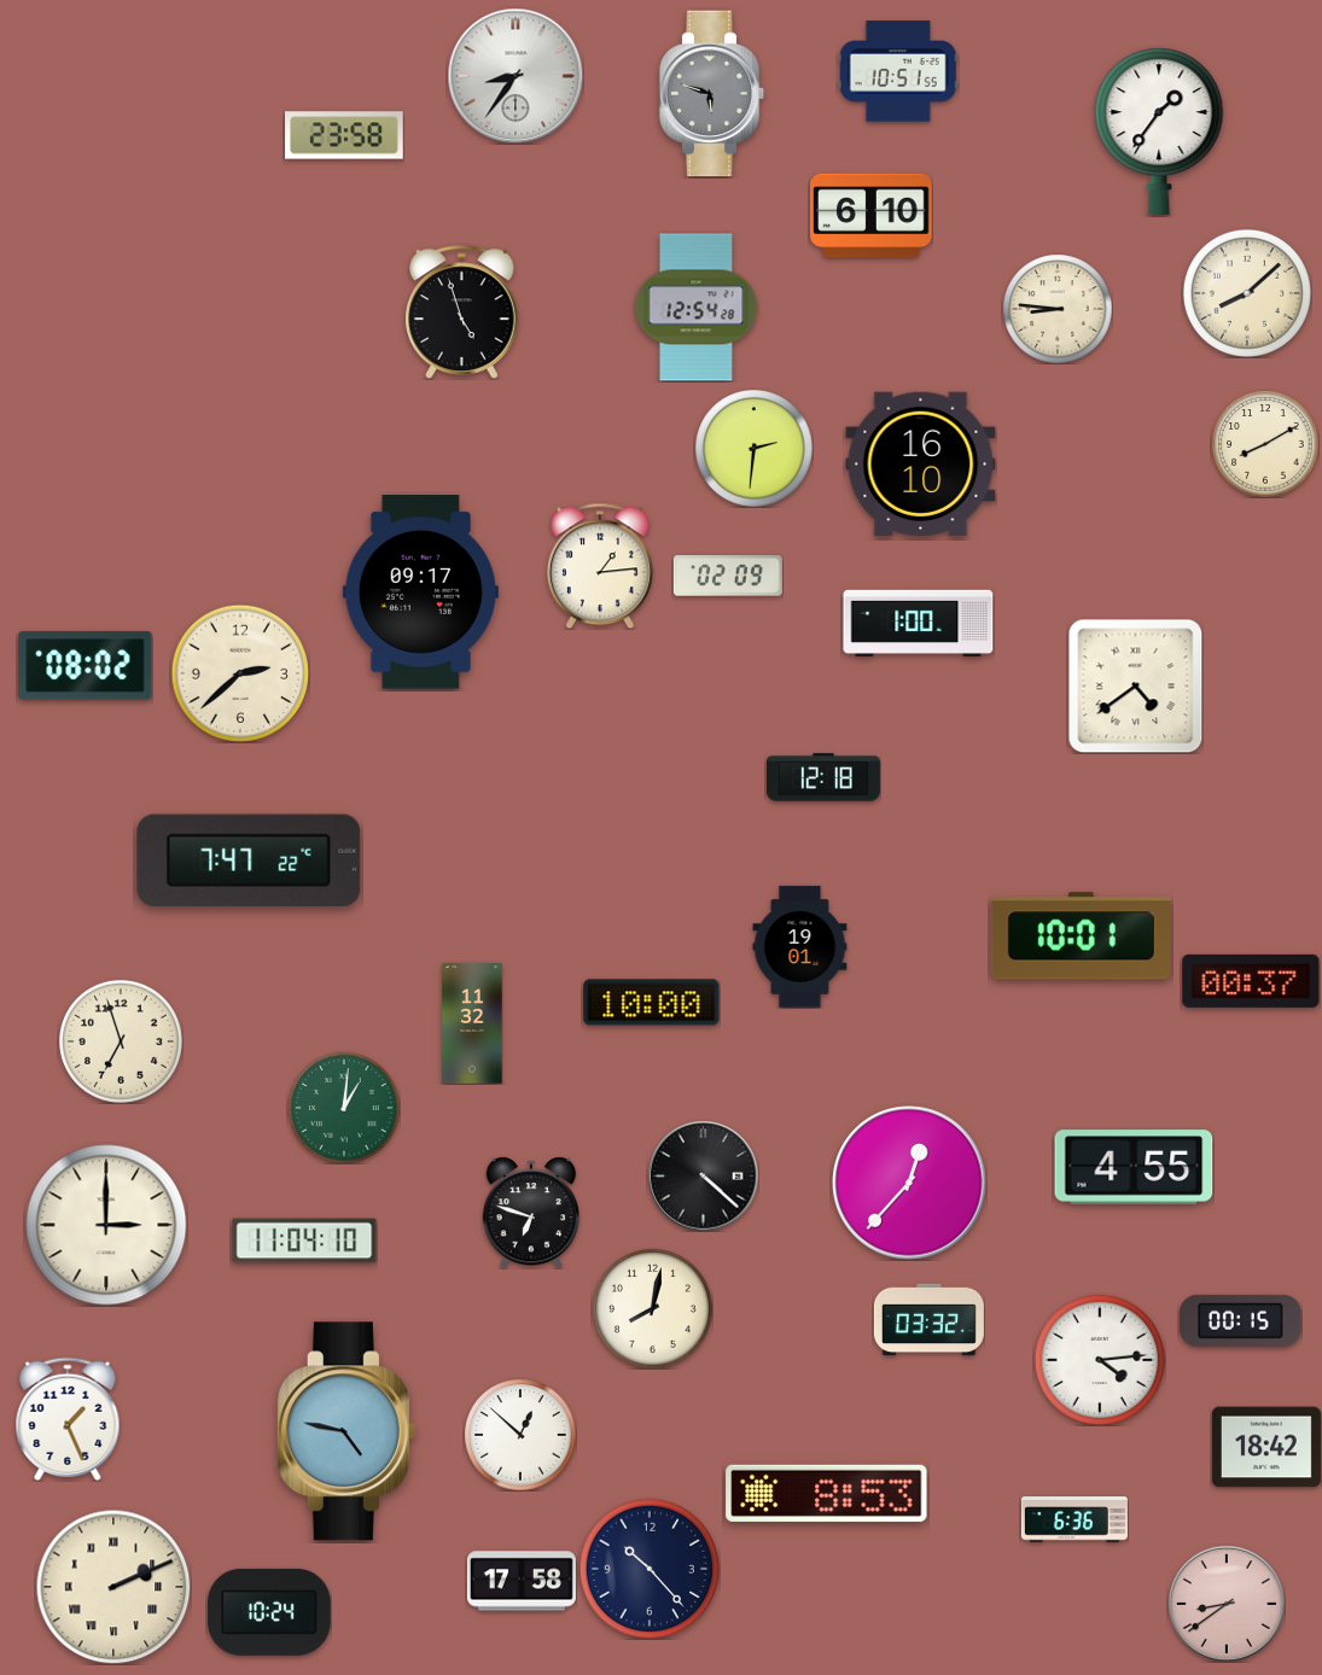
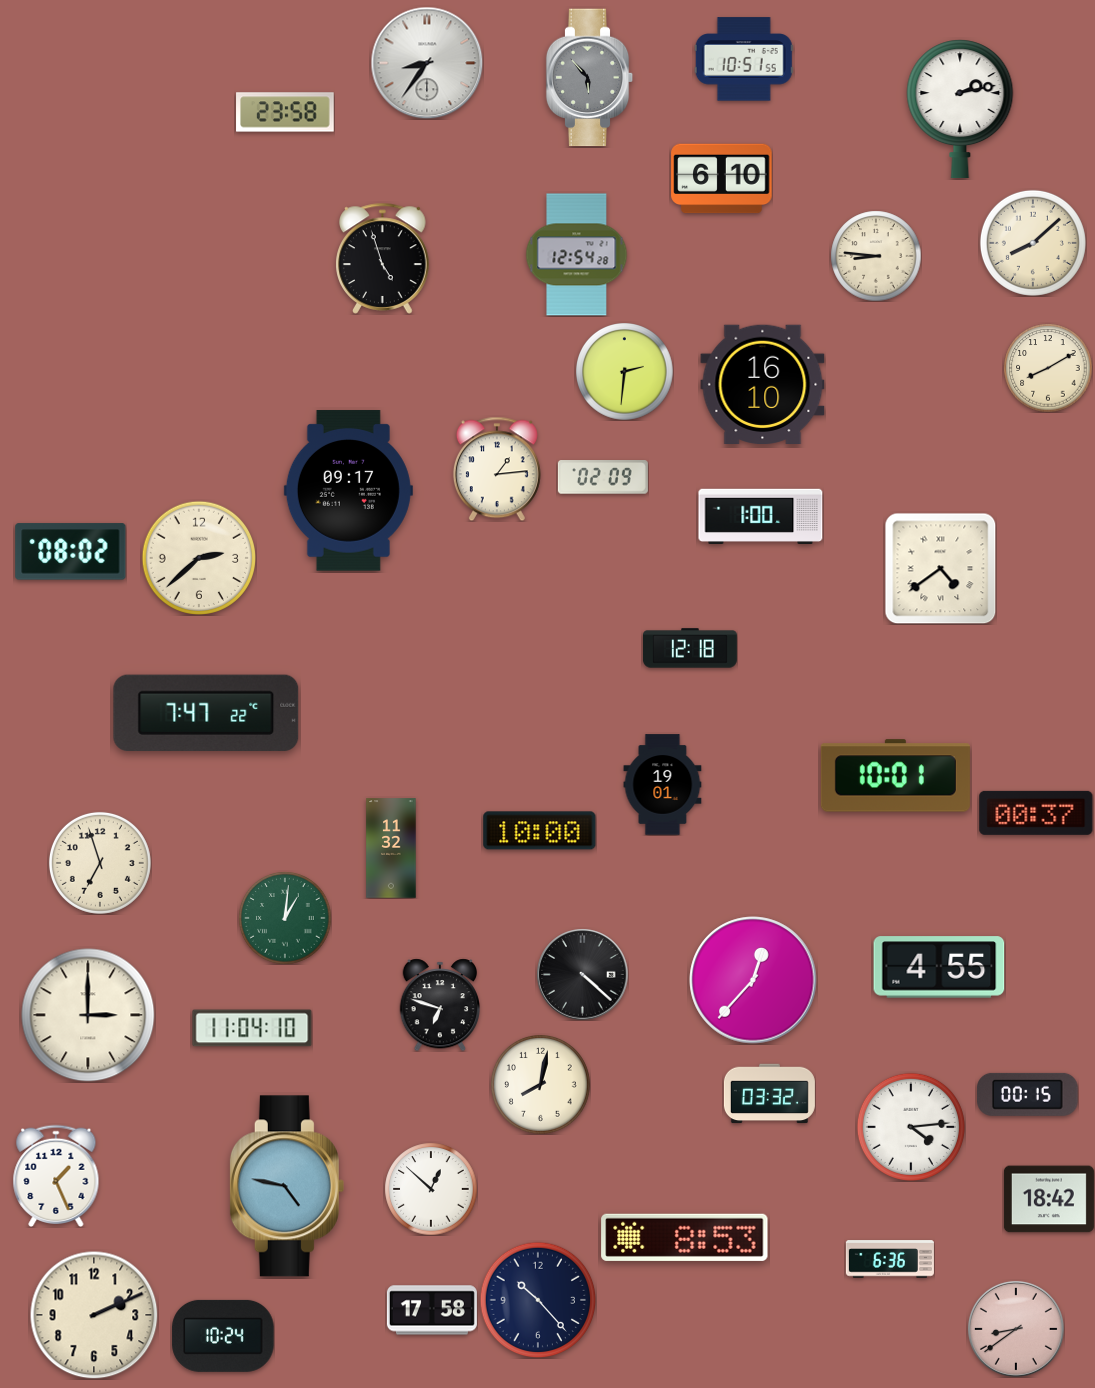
clock at (712, 94): 5:48 -> 5:53
clock at (1159, 132): 1:36 -> 2:13
clock at (823, 777) position: (823, 777) -> (690, 648)
clock at (113, 1587) numerals: Roman -> Arabic
